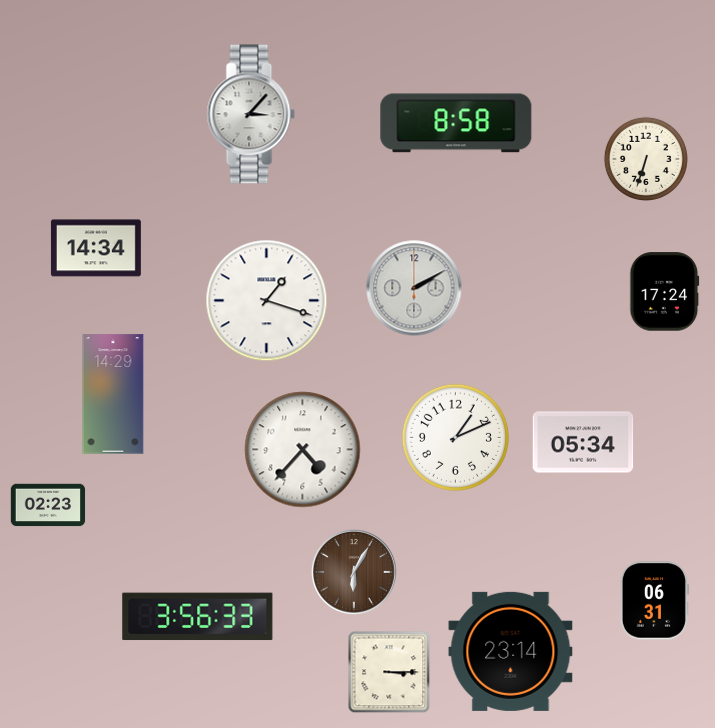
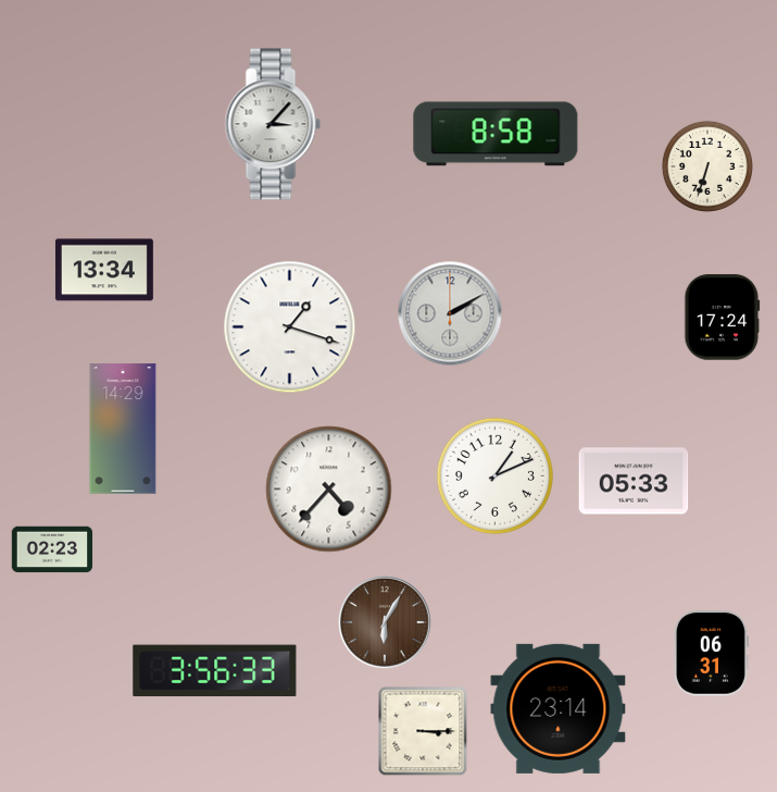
clock at (646, 159) position: (646, 159) -> (707, 166)
clock at (96, 248): 14:34 -> 13:34
clock at (583, 442): 05:34 -> 05:33
clock at (511, 651) position: (511, 651) -> (559, 708)
